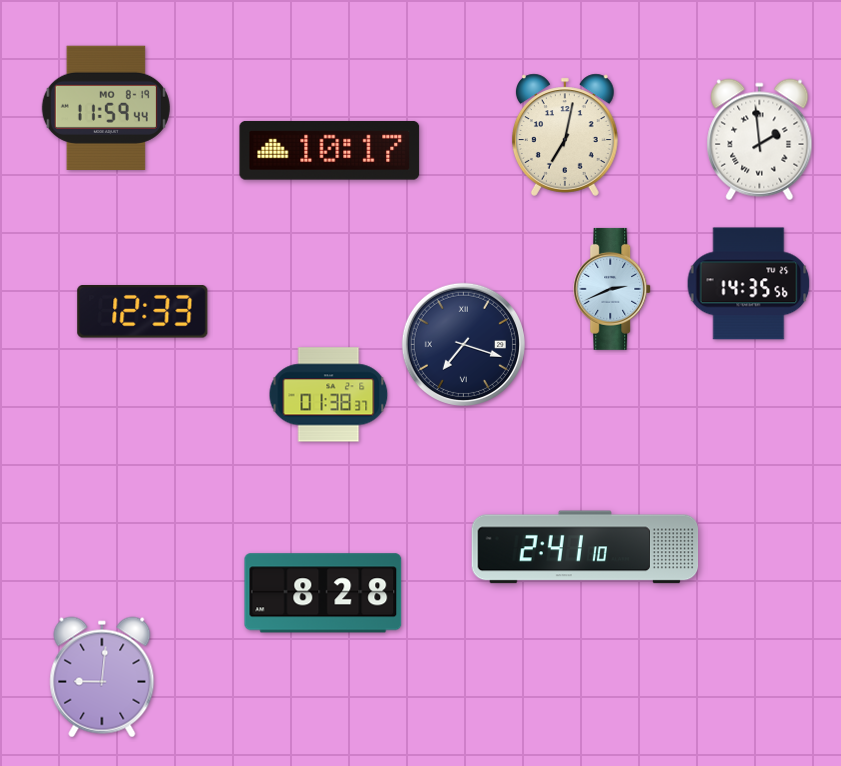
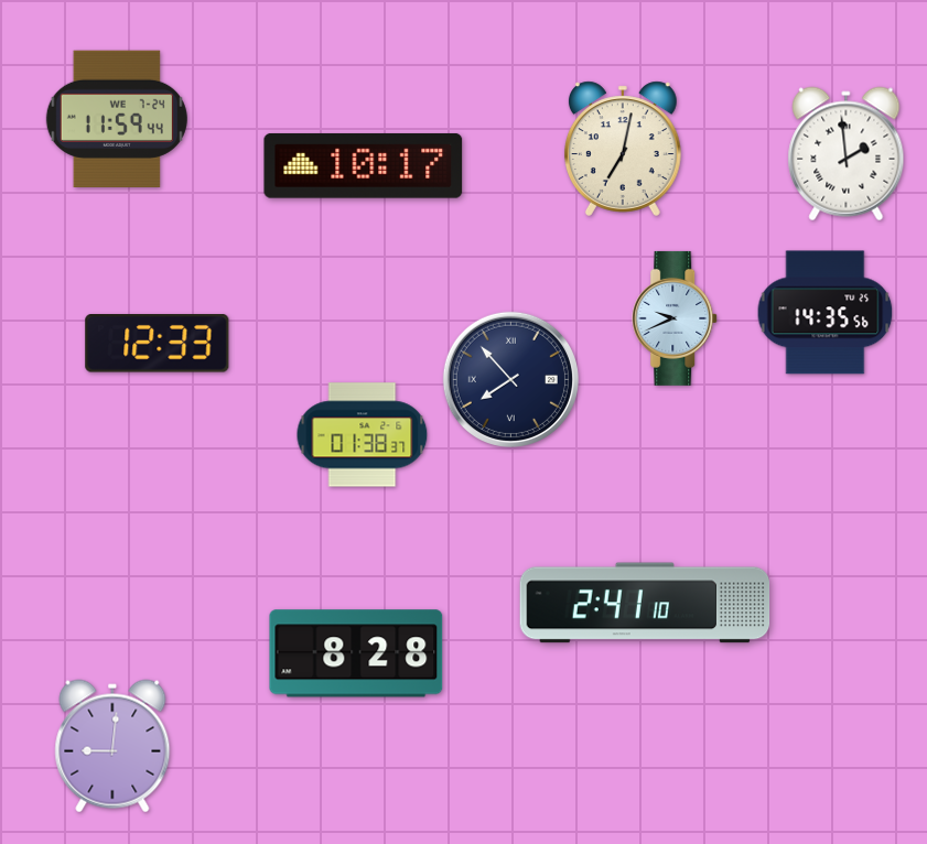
clock at (106, 107) date: MO 8-19 -> WE 7-24
clock at (760, 140) position: (760, 140) -> (847, 154)
clock at (613, 289): 2:41 -> 9:41
clock at (463, 344): 7:18 -> 7:53
